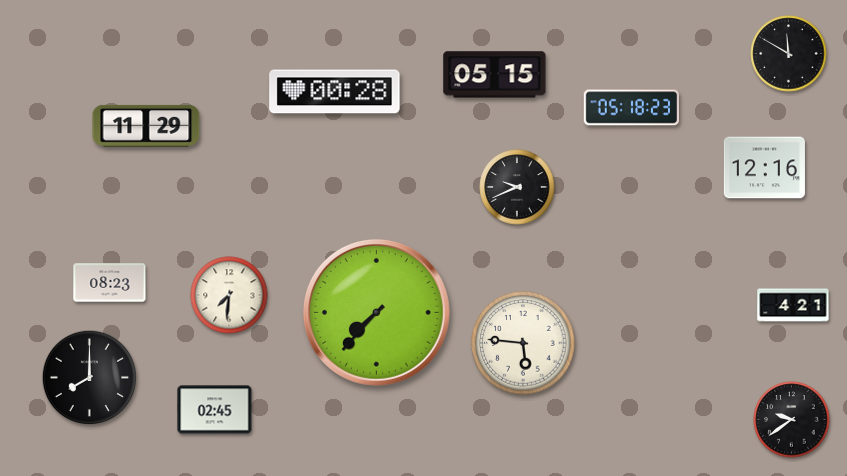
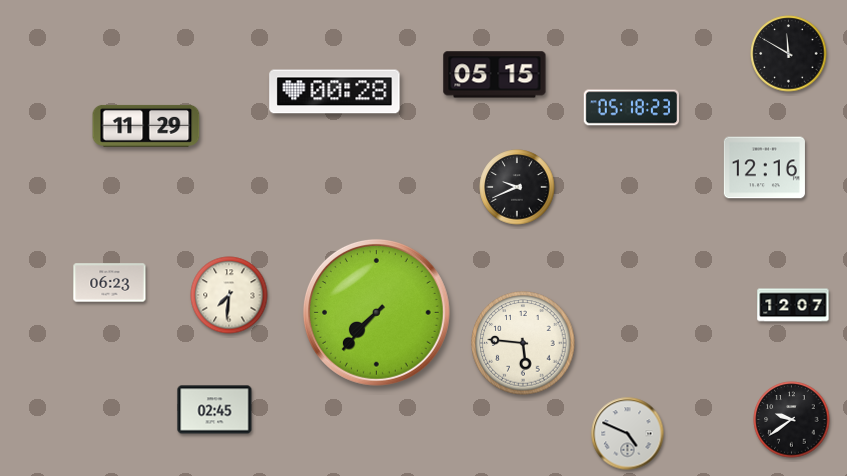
clock at (110, 283): 08:23 -> 06:23
clock at (793, 305): 4:21 -> 12:07
clock at (90, 378): 8:00 -> none
clock at (628, 434): none -> 4:49
